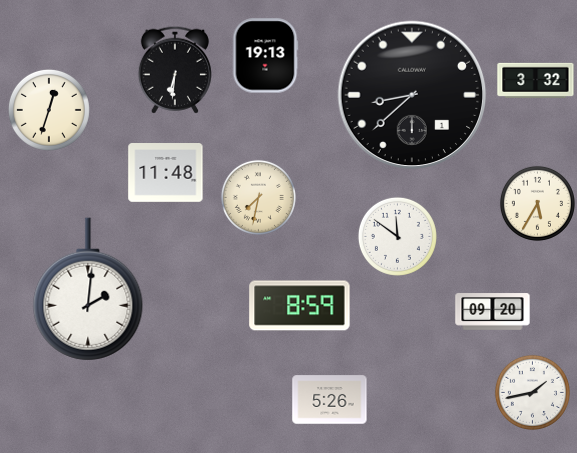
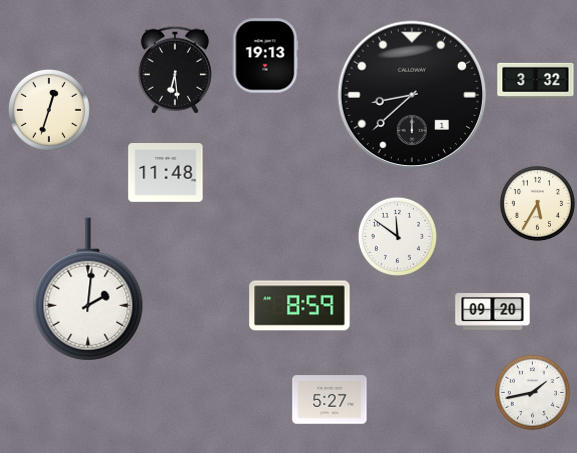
clock at (175, 70): 6:31 -> 6:29
clock at (258, 197): 7:32 -> none
clock at (330, 400): 5:26 -> 5:27
